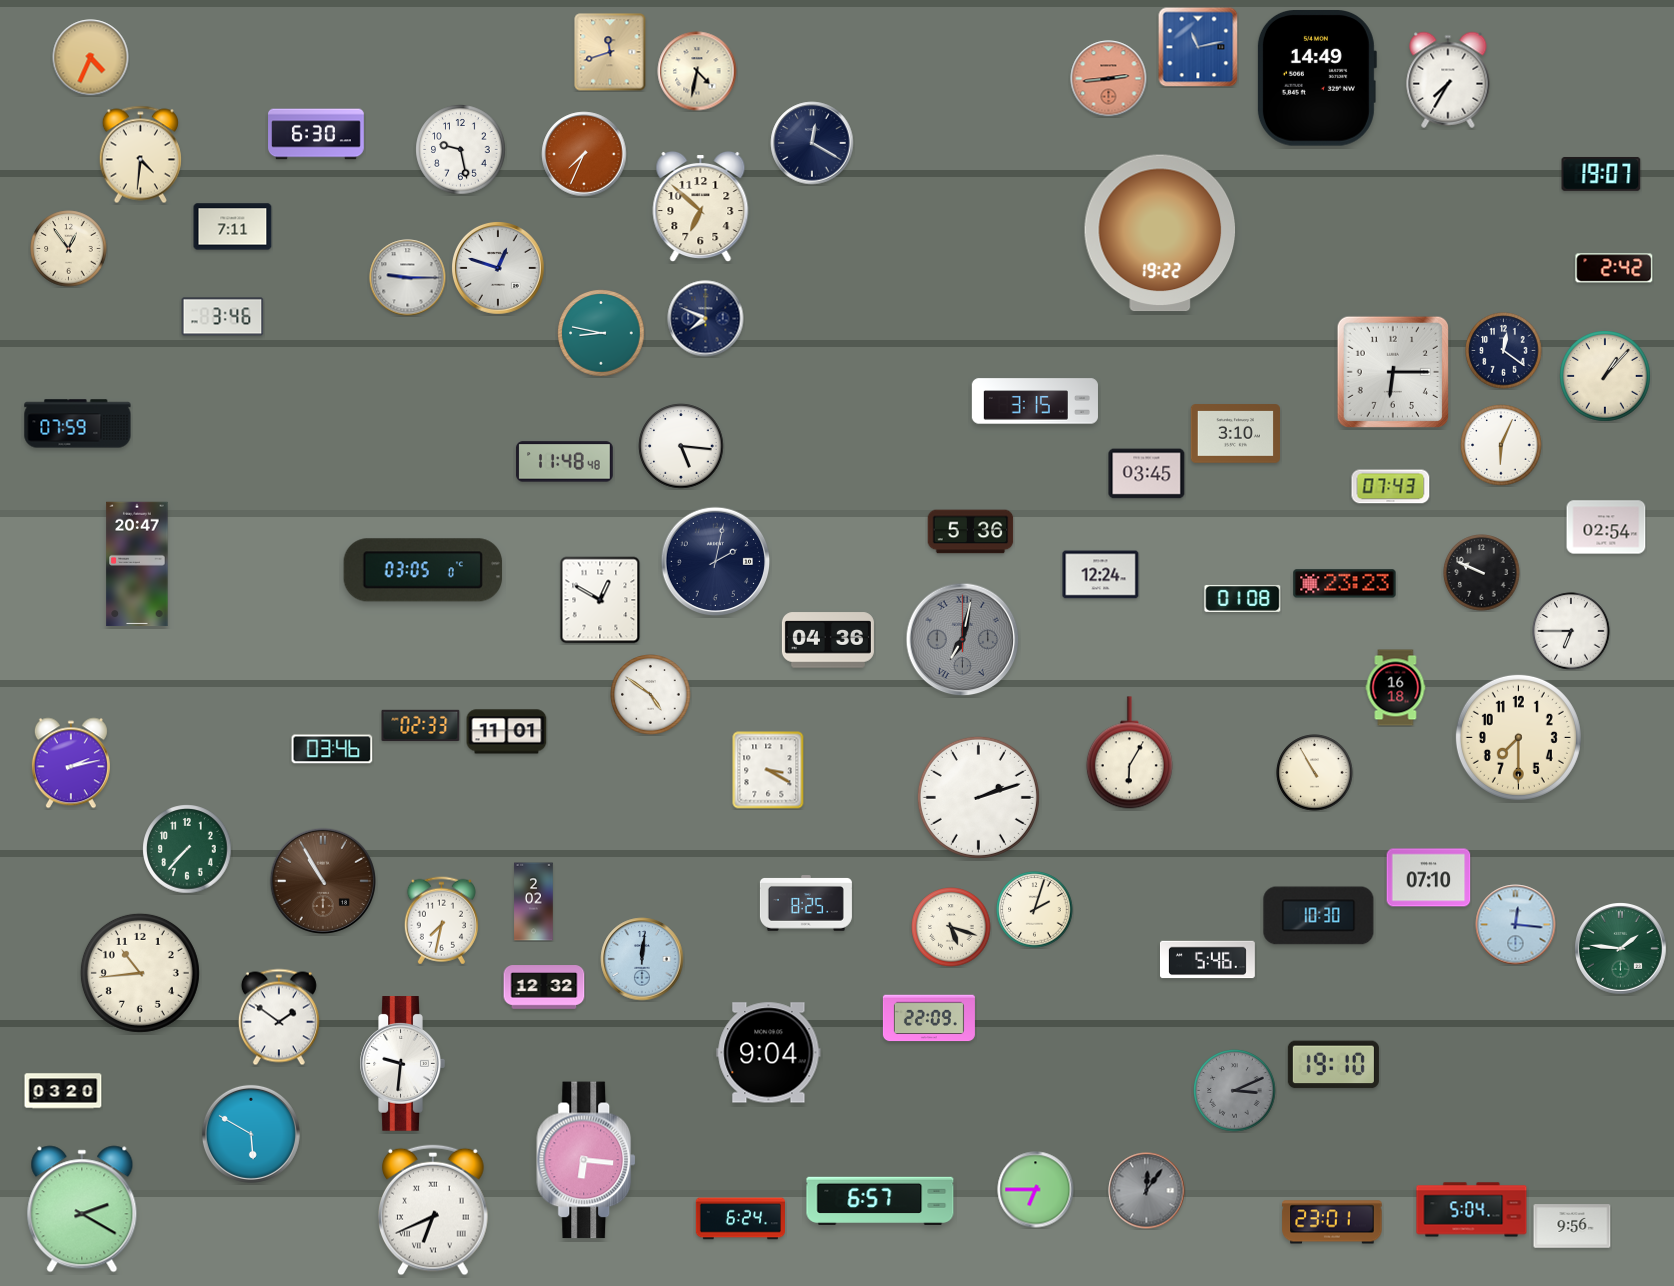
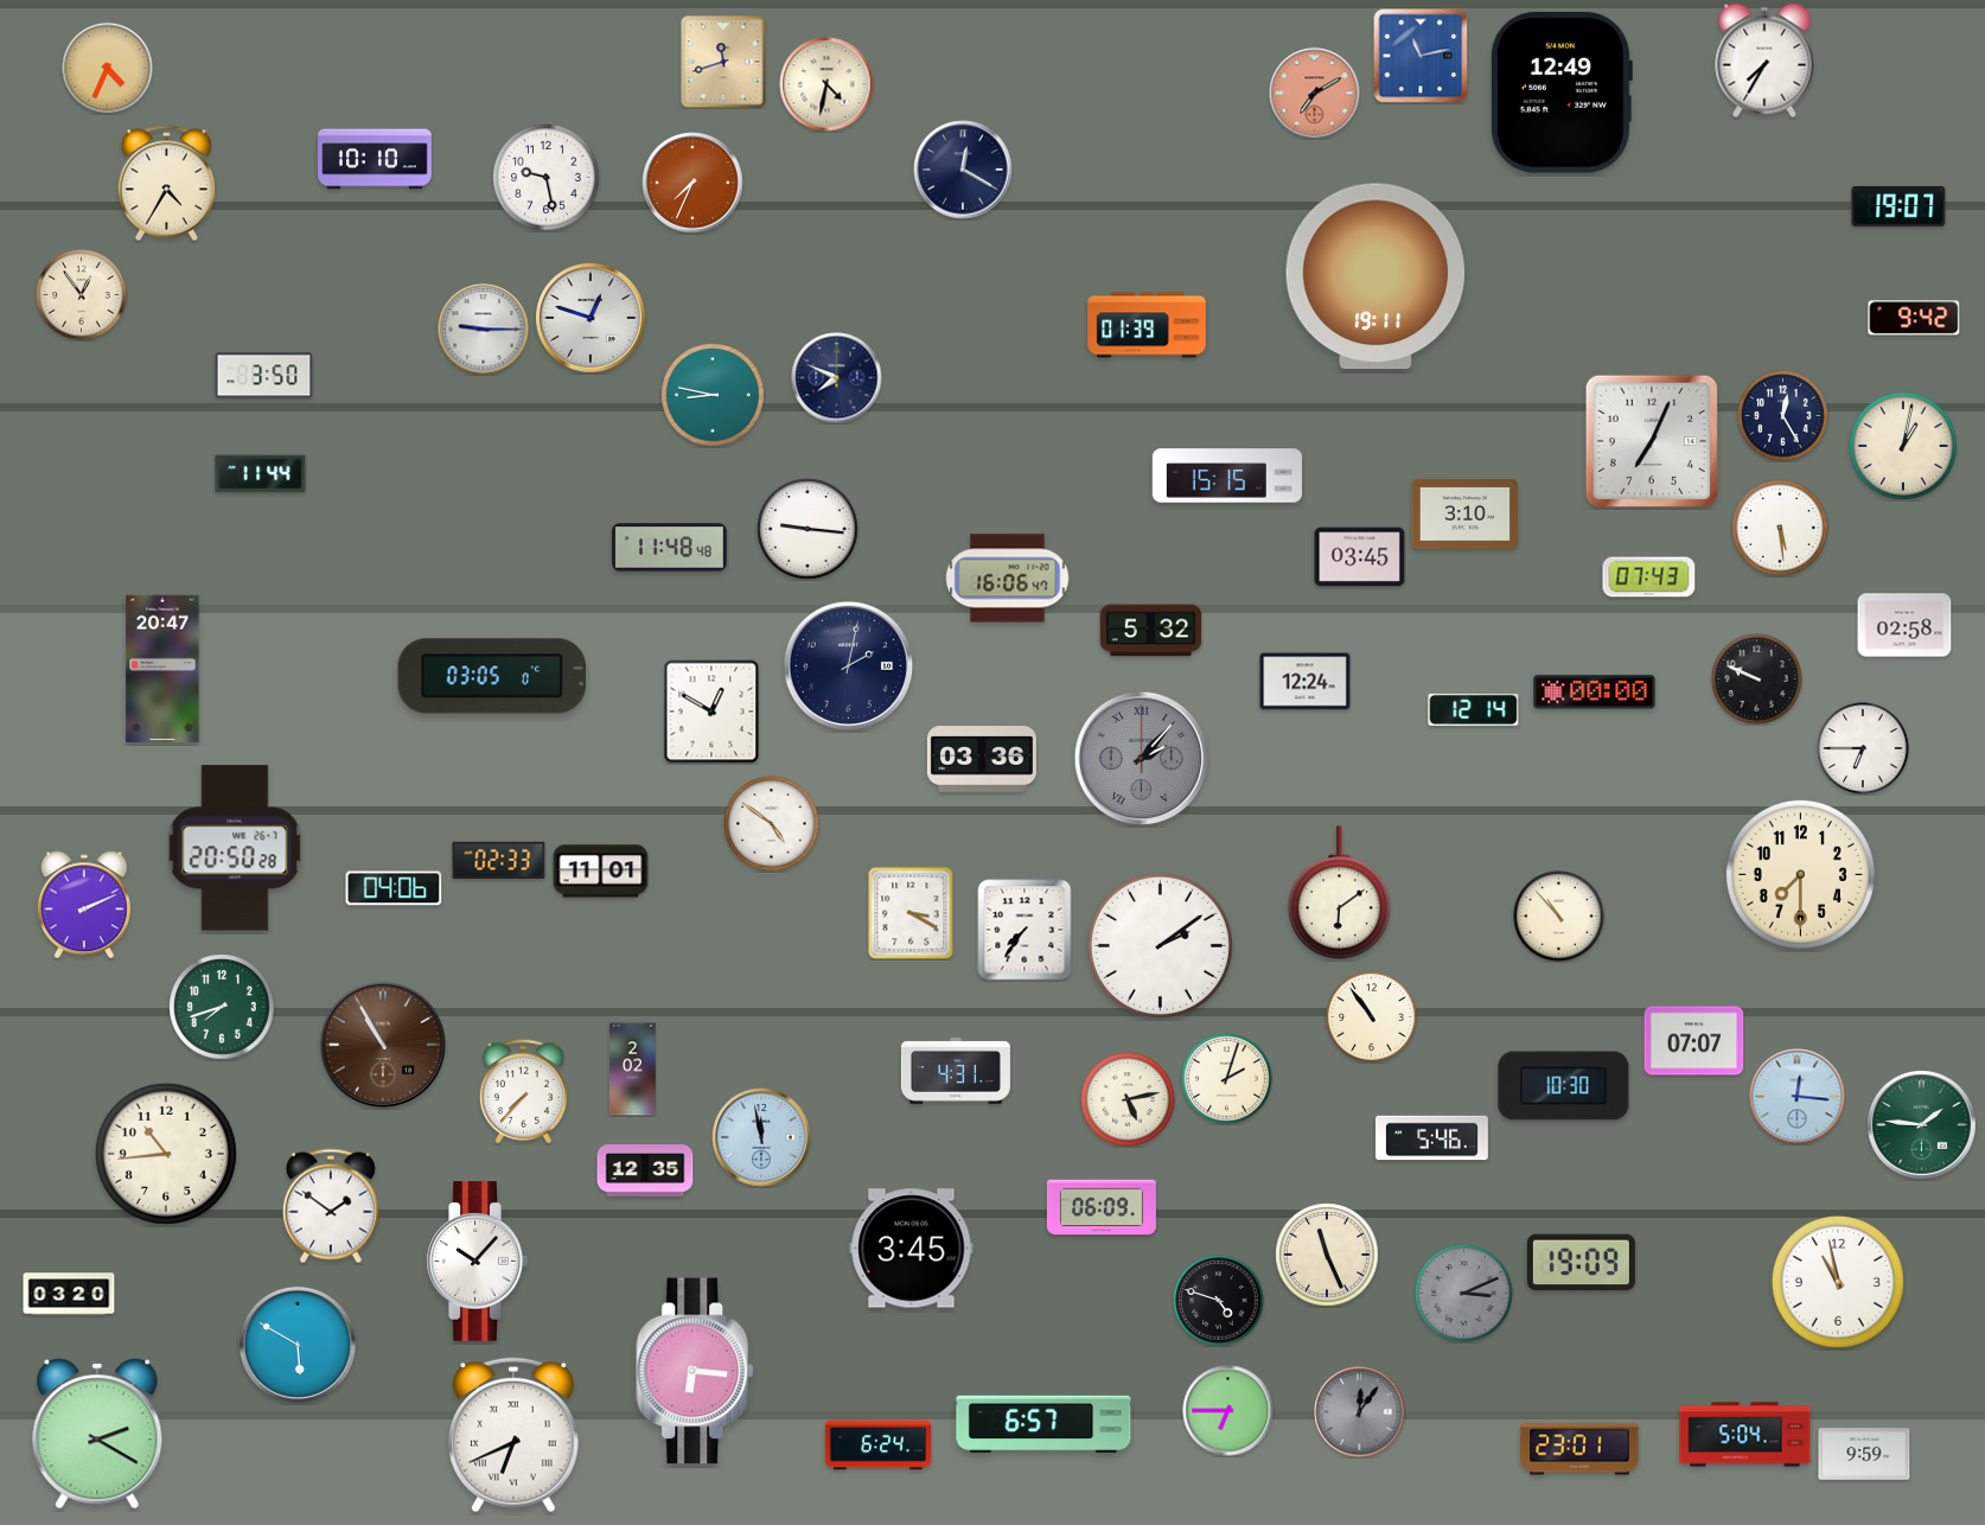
clock at (1109, 79): 2:44 -> 7:10
clock at (1316, 79): 14:49 -> 12:49
clock at (1448, 80) position: (1448, 80) -> (1764, 60)
clock at (316, 134): 6:30 -> 10:10
clock at (140, 155): 4:31 -> 4:35
clock at (701, 207): 6:52 -> none
clock at (233, 227): 7:11 -> none
clock at (1160, 233): 19:22 -> 19:11
clock at (1614, 268): 2:42 -> 9:42
clock at (1147, 325): none -> 01:39
clock at (223, 317): 3:46 -> 3:50
clock at (1504, 351): 12:21 -> 12:25
clock at (1393, 372): 6:15 -> 7:04
clock at (1605, 376): 1:07 -> 1:02
clock at (261, 474): none -> 11:44
clock at (1034, 401): 3:15 -> 15:15
clock at (78, 424): 07:59 -> none
clock at (1501, 445): 6:04 -> 5:29
clock at (681, 446): 5:16 -> 9:16
clock at (1147, 474) position: (1147, 474) -> (1360, 557)
clock at (1008, 579): none -> 16:06
clock at (1606, 527): 02:54 -> 02:58
clock at (971, 532): 5:36 -> 5:32
clock at (423, 570) position: (423, 570) -> (492, 676)
clock at (1345, 584): 23:23 -> 00:00
clock at (1243, 598): 01:08 -> 12:14
clock at (828, 640): 04:36 -> 03:36
clock at (963, 640): 7:02 -> 2:07
clock at (1396, 688): 16:18 -> none
clock at (235, 848): none -> 20:50
clock at (507, 732) position: (507, 732) -> (601, 872)
clock at (332, 749): 03:46 -> 04:06
clock at (1129, 753): 6:05 -> 6:09
clock at (71, 763): 2:13 -> 2:11
clock at (1315, 773): 10:55 -> 10:53
clock at (1025, 930): none -> 7:36
clock at (978, 797): 2:12 -> 2:09
clock at (187, 849): 7:37 -> 7:42
clock at (1372, 1017): none -> 10:54
clock at (1429, 878): 07:10 -> 07:07
clock at (806, 903): 8:25 -> 4:31
clock at (441, 921): 7:32 -> 7:37
clock at (951, 927): 5:18 -> 5:13
clock at (642, 959): 12:01 -> 11:58
clock at (544, 987): 12:32 -> 12:35
clock at (929, 1018): 22:09 -> 06:09
clock at (769, 1053): 9:04 -> 3:45
clock at (1327, 1255): none -> 11:26
clock at (402, 1064): 9:31 -> 10:07
clock at (1333, 1065): 19:10 -> 19:09
clock at (1838, 1282): none -> 10:58
clock at (63, 1091) position: (63, 1091) -> (69, 1294)
clock at (1219, 1301): none -> 4:48
clock at (587, 1160) position: (587, 1160) -> (696, 1371)
clock at (1572, 1226): 9:56 -> 9:59
